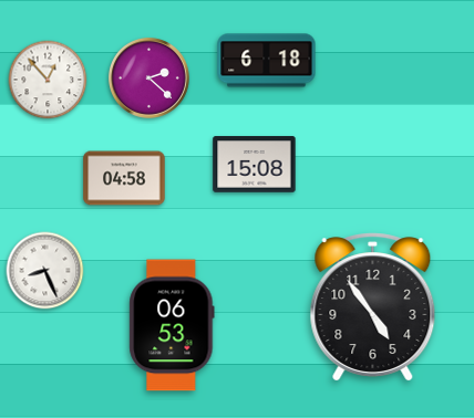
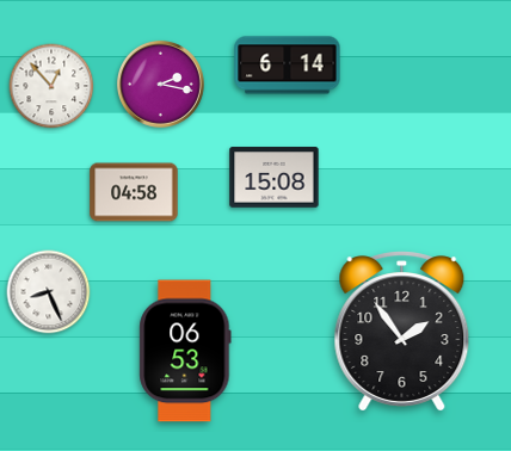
clock at (267, 61): 6:18 -> 6:14
clock at (148, 77): 2:22 -> 2:17
clock at (373, 307): 4:54 -> 1:54
